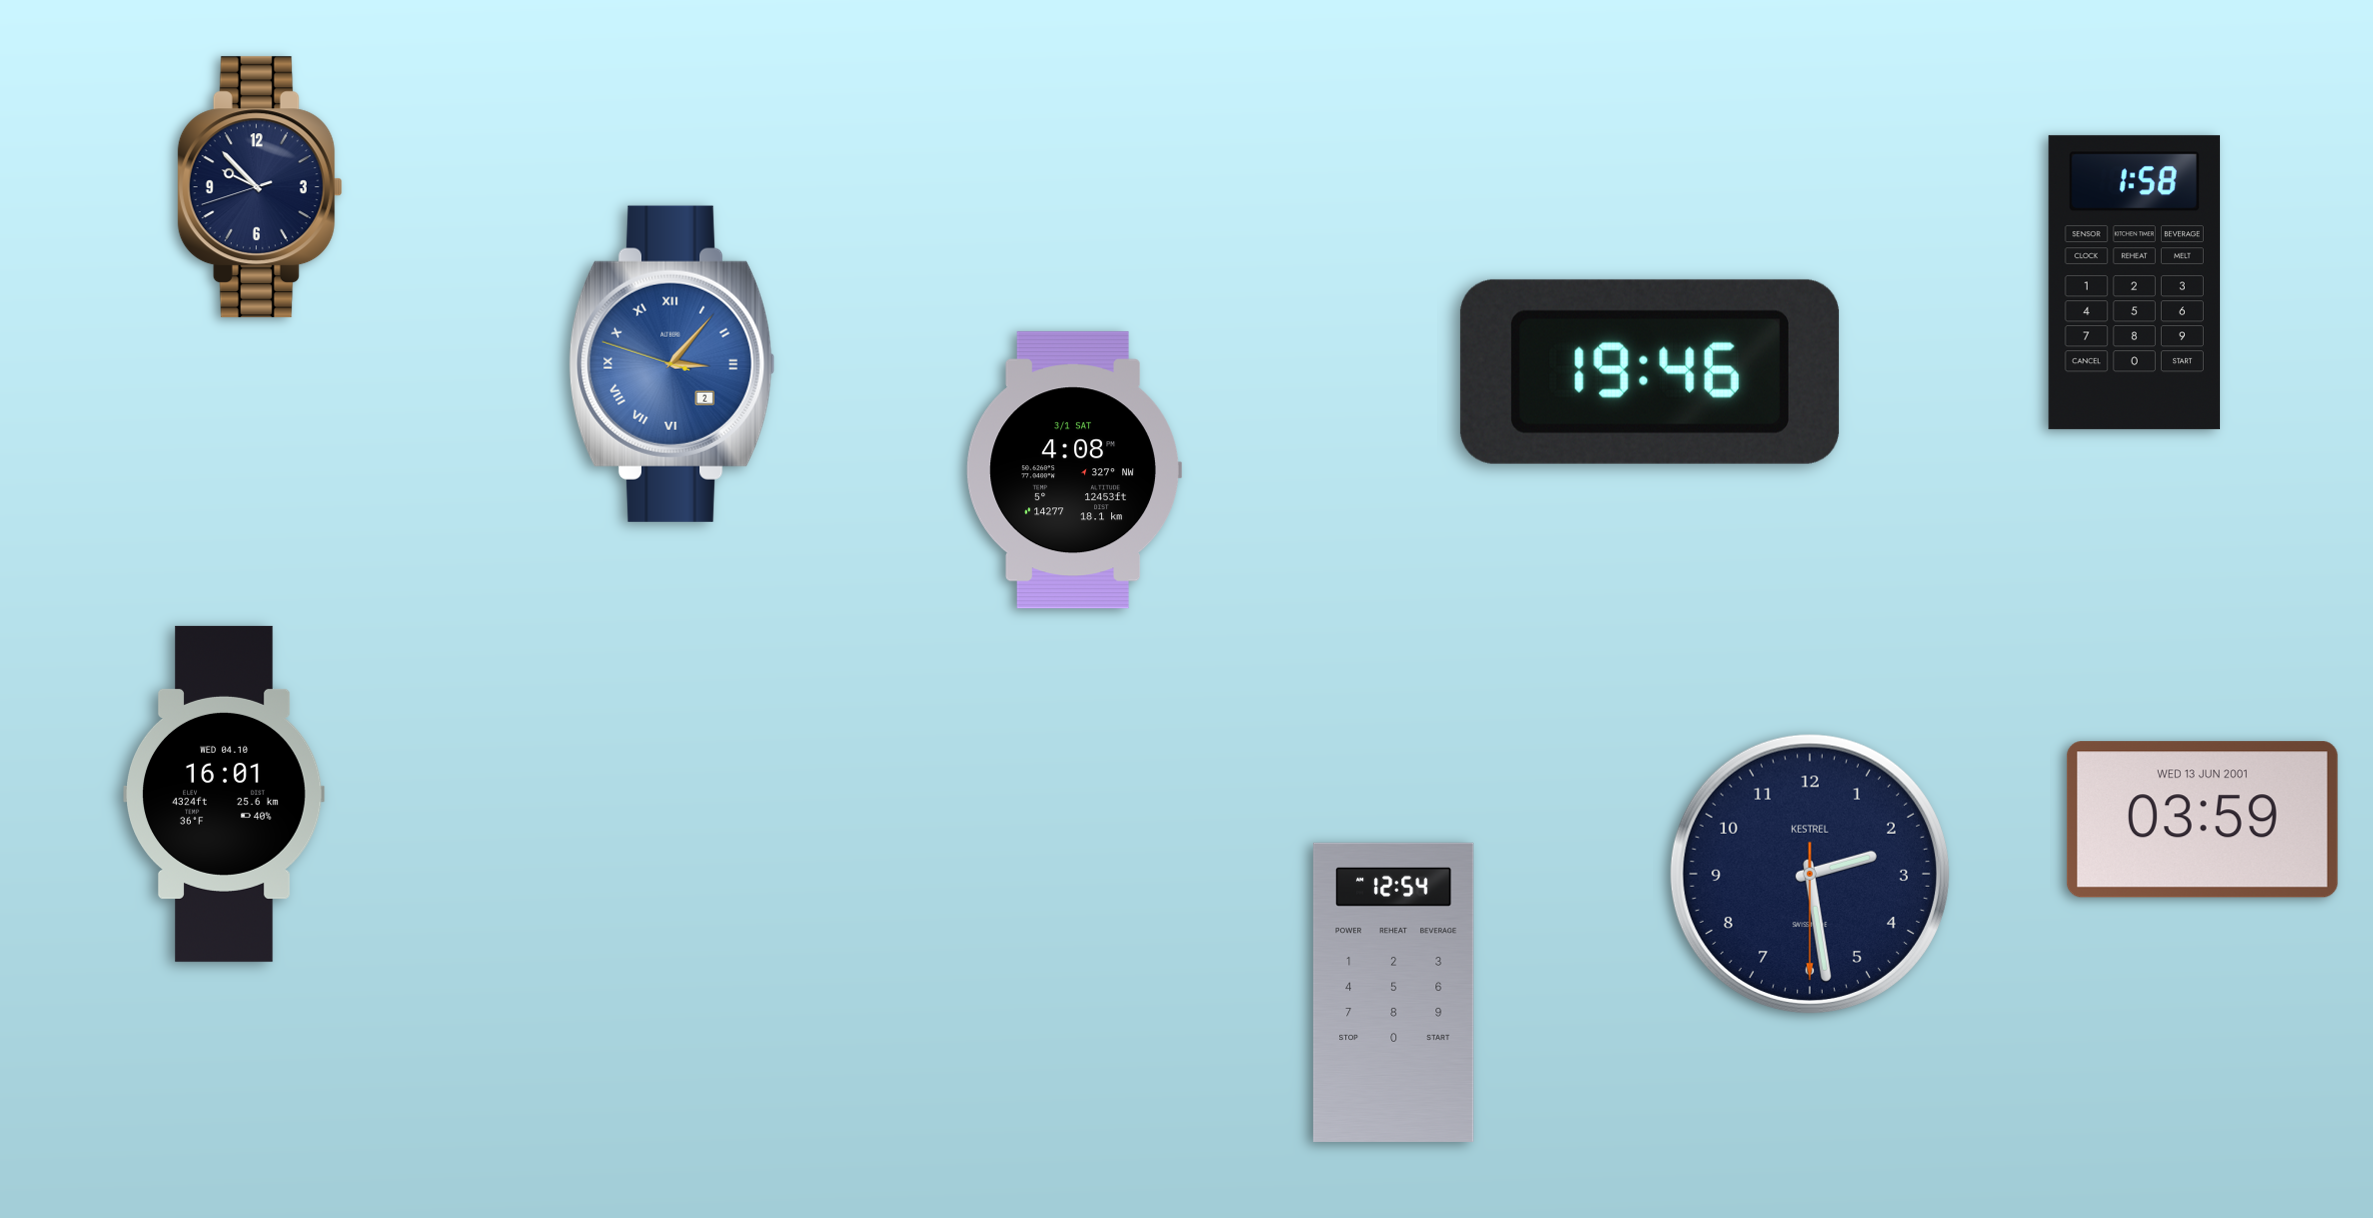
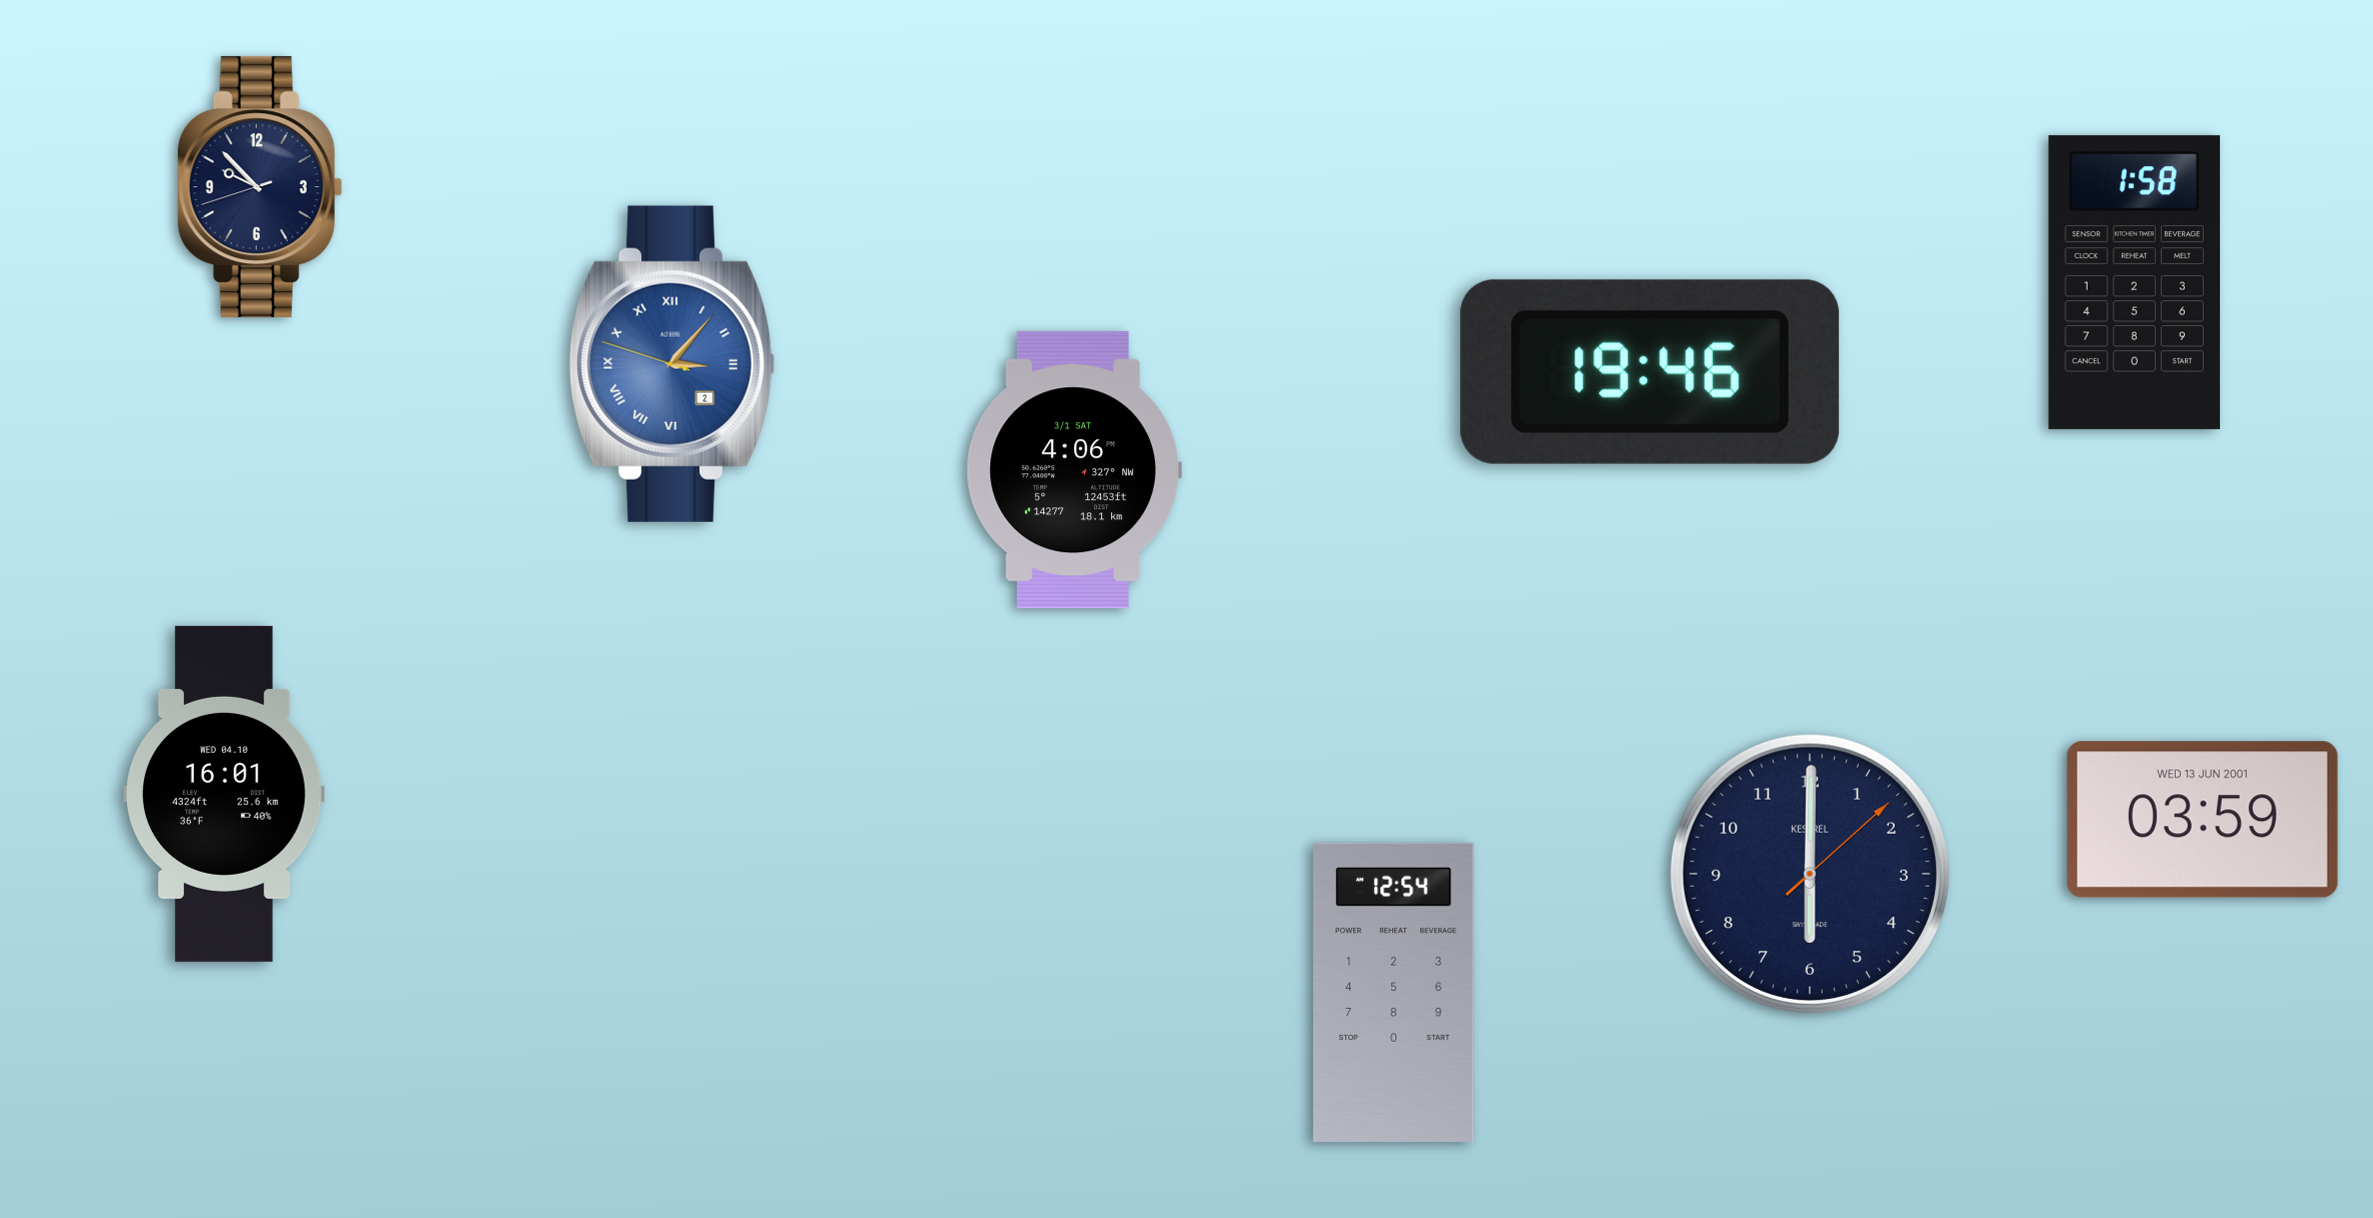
clock at (1074, 470): 4:08 -> 4:06
clock at (1810, 874): 2:28 -> 6:00
